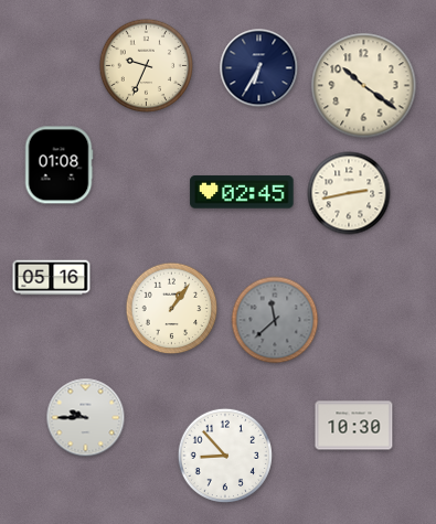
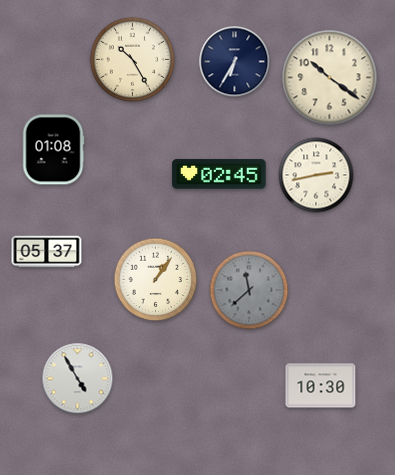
clock at (147, 66): 9:34 -> 10:25
clock at (52, 278): 05:16 -> 05:37
clock at (86, 418): 9:45 -> 4:55
clock at (224, 455): 8:53 -> none
